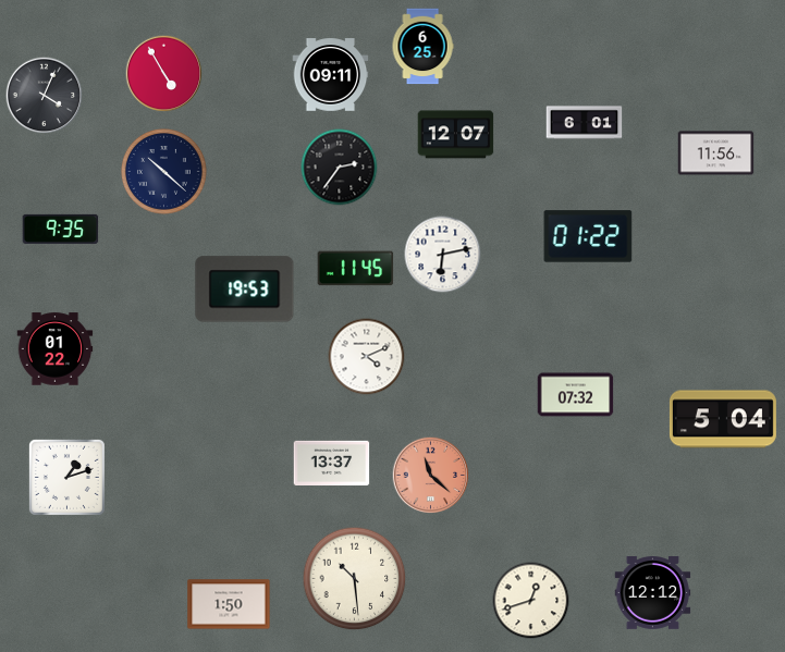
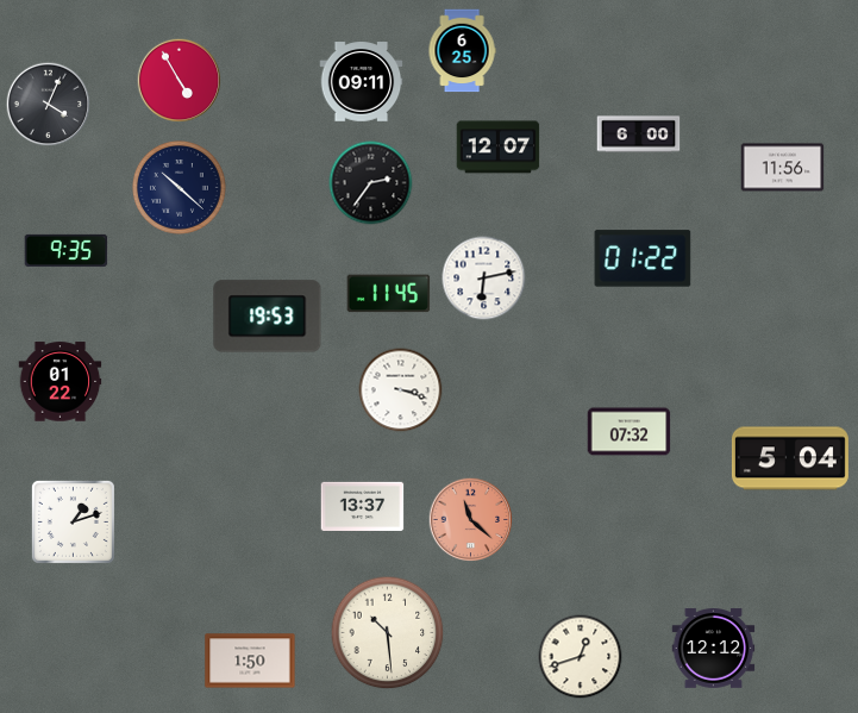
clock at (585, 123): 6:01 -> 6:00
clock at (367, 357): 4:11 -> 3:18
